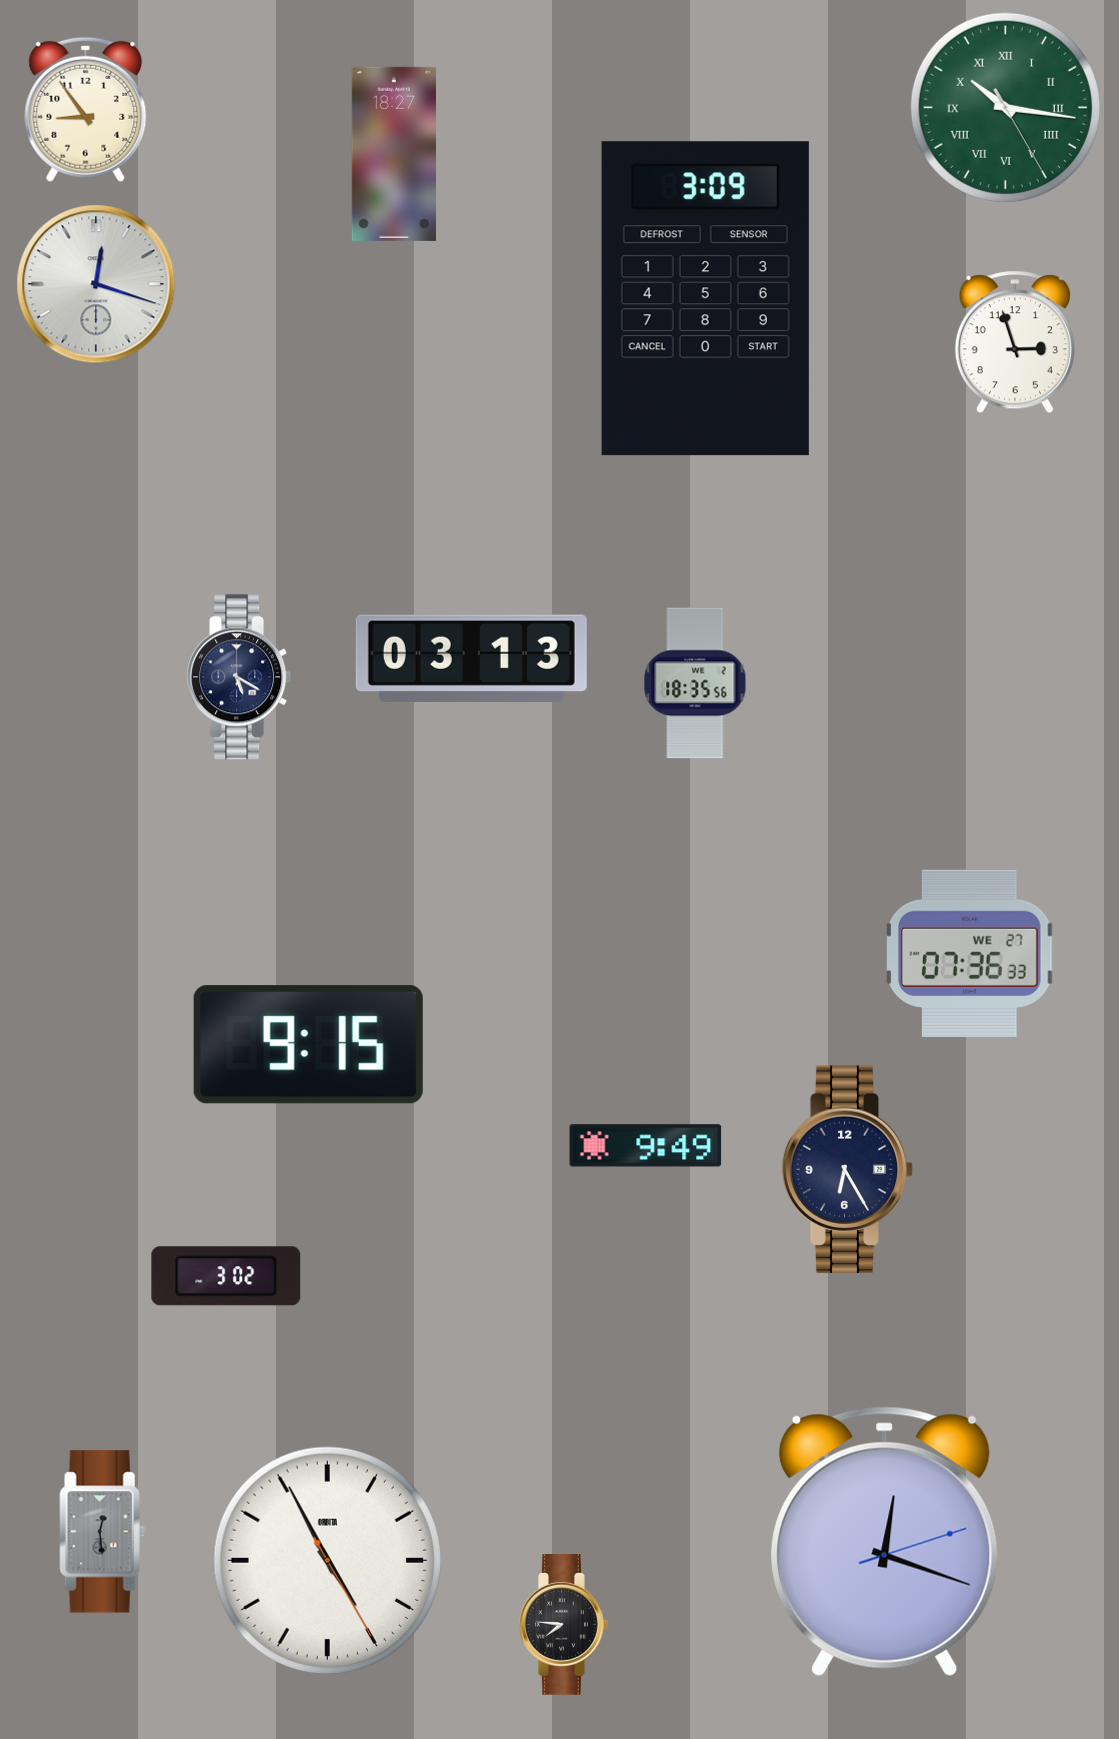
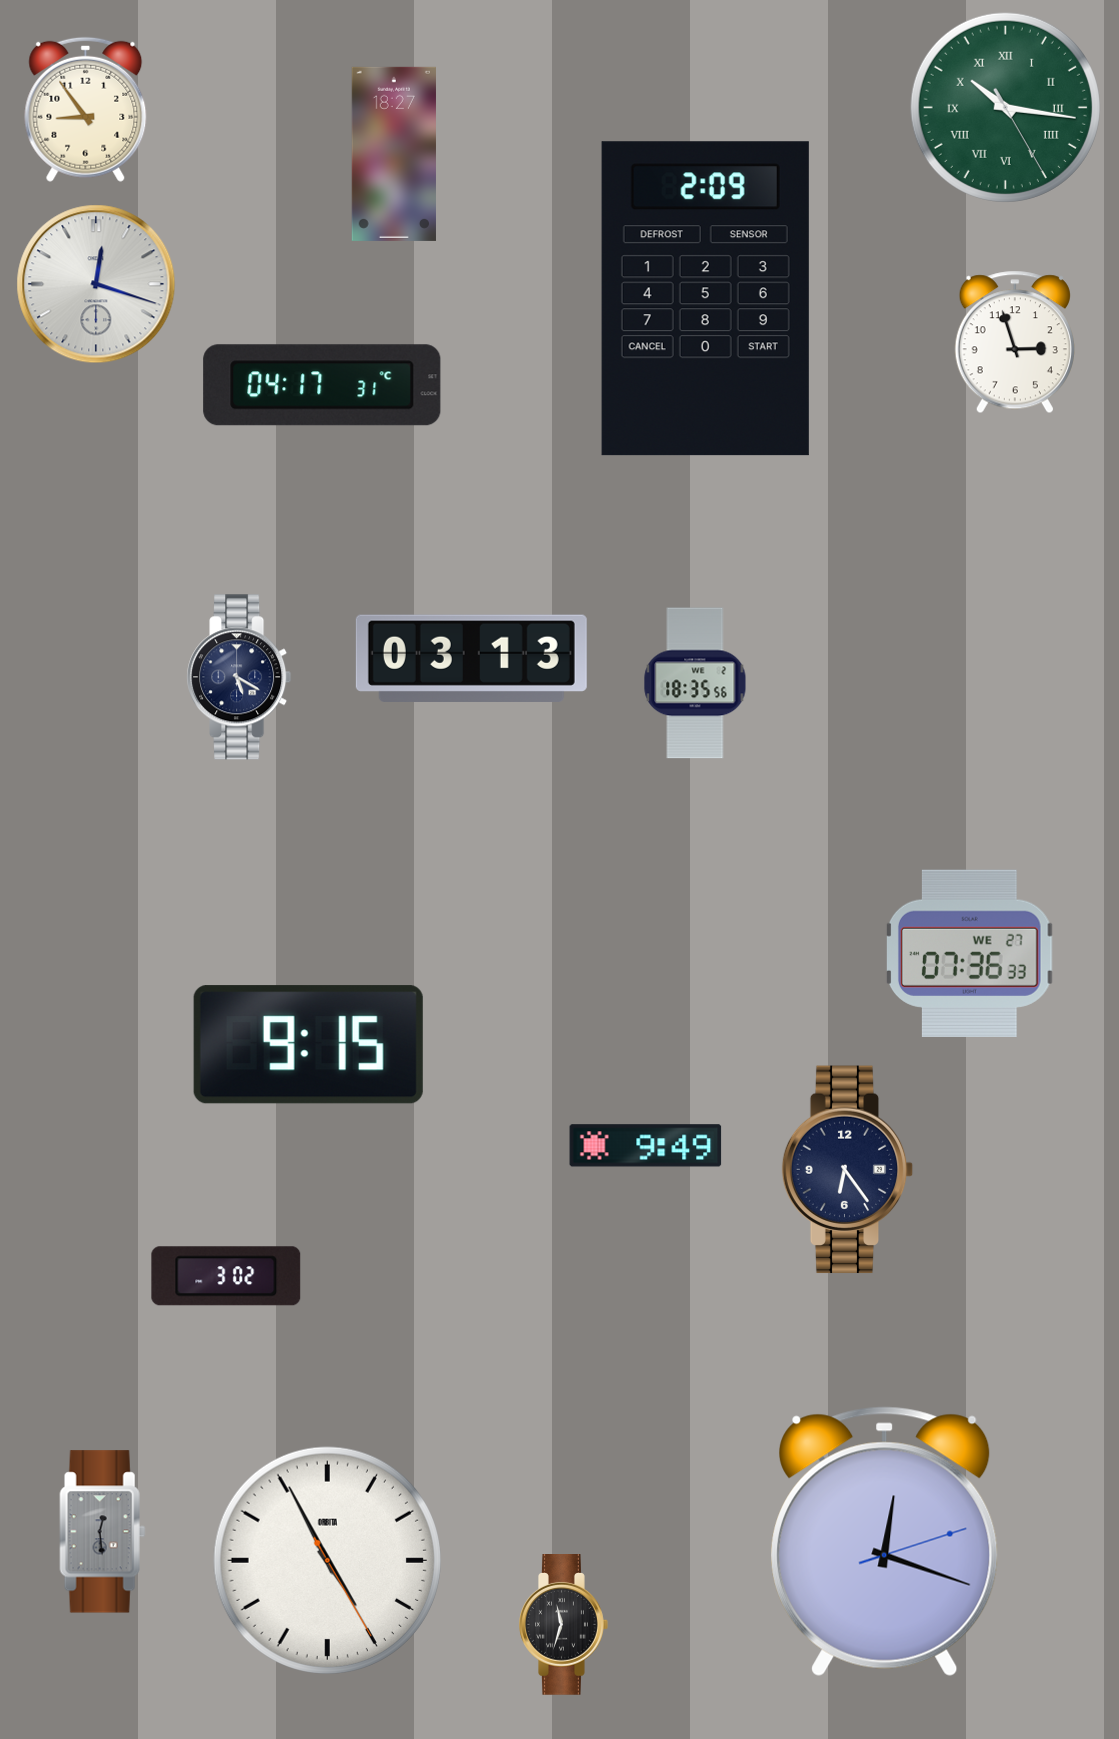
clock at (705, 299): 3:09 -> 2:09
clock at (322, 385): none -> 04:17
clock at (848, 1170): 6:25 -> 6:24
clock at (564, 1625): 7:46 -> 11:33
